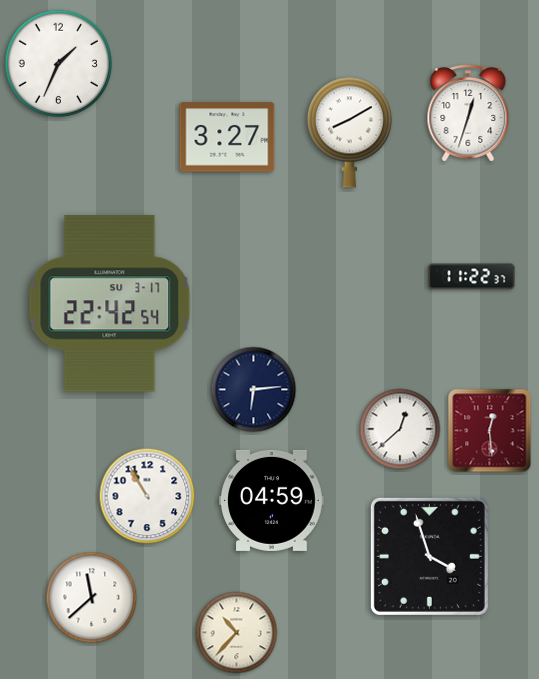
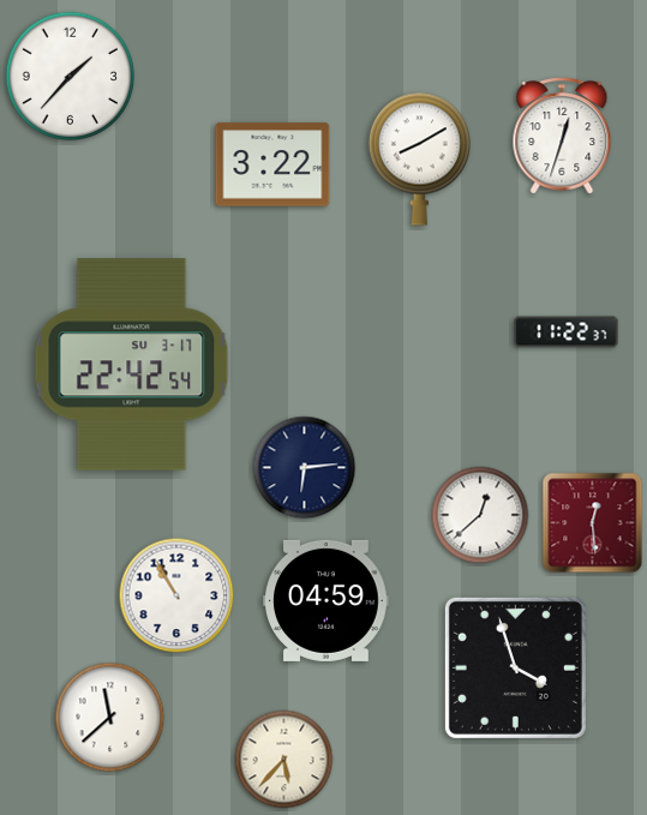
clock at (58, 63): 1:34 -> 1:37
clock at (227, 137): 3:27 -> 3:22
clock at (490, 431) position: (490, 431) -> (593, 523)
clock at (237, 633): 10:37 -> 5:37
